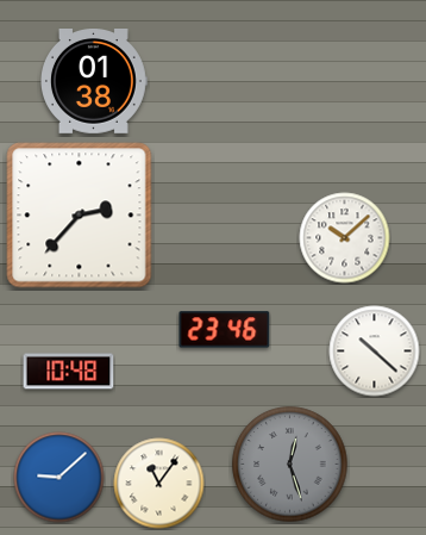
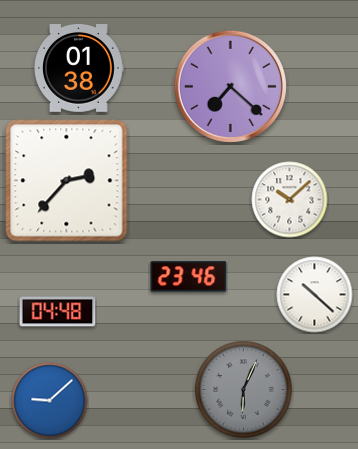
clock at (230, 86): none -> 7:22
clock at (69, 372): 10:48 -> 04:48
clock at (290, 465): 12:27 -> 6:04
clock at (159, 484): 11:06 -> none
